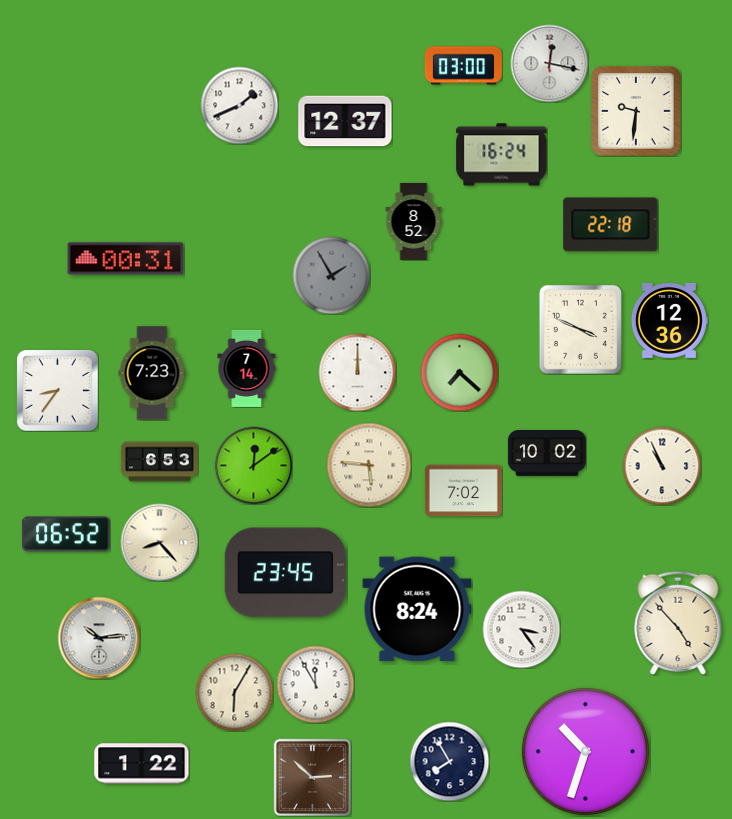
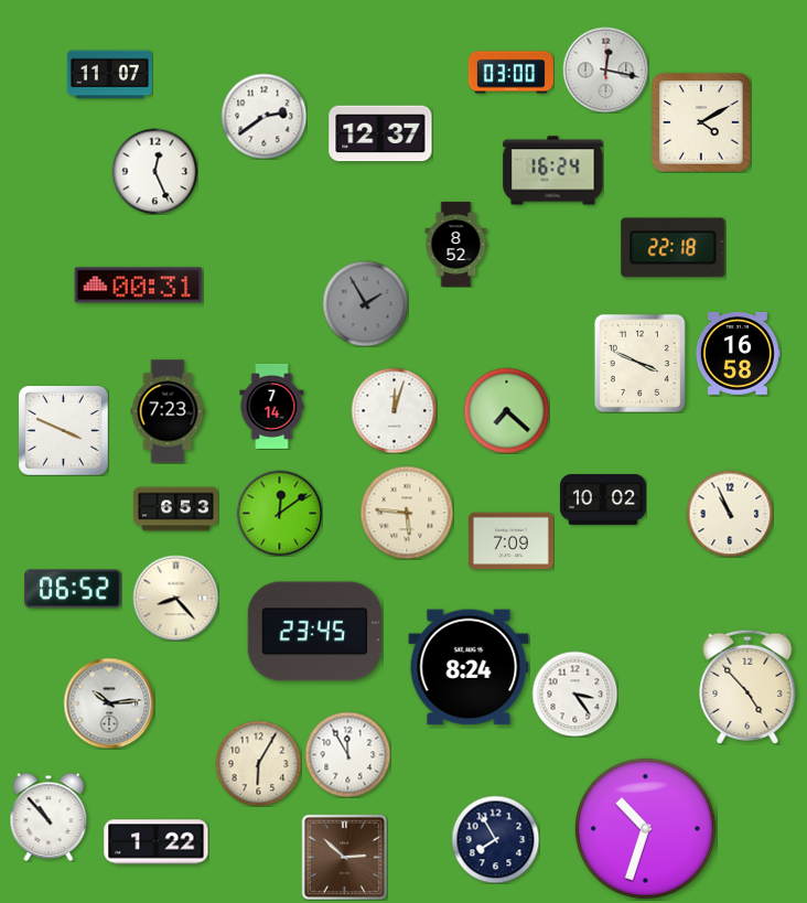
clock at (109, 75): none -> 11:07
clock at (239, 105): 1:41 -> 2:39
clock at (636, 111): 9:31 -> 4:10
clock at (154, 171): none -> 12:26
clock at (669, 321): 12:36 -> 16:58
clock at (357, 372): 12:00 -> 12:03
clock at (57, 390): 8:36 -> 3:49
clock at (463, 491): 7:02 -> 7:09
clock at (417, 609) position: (417, 609) -> (469, 667)
clock at (49, 817): none -> 10:53
